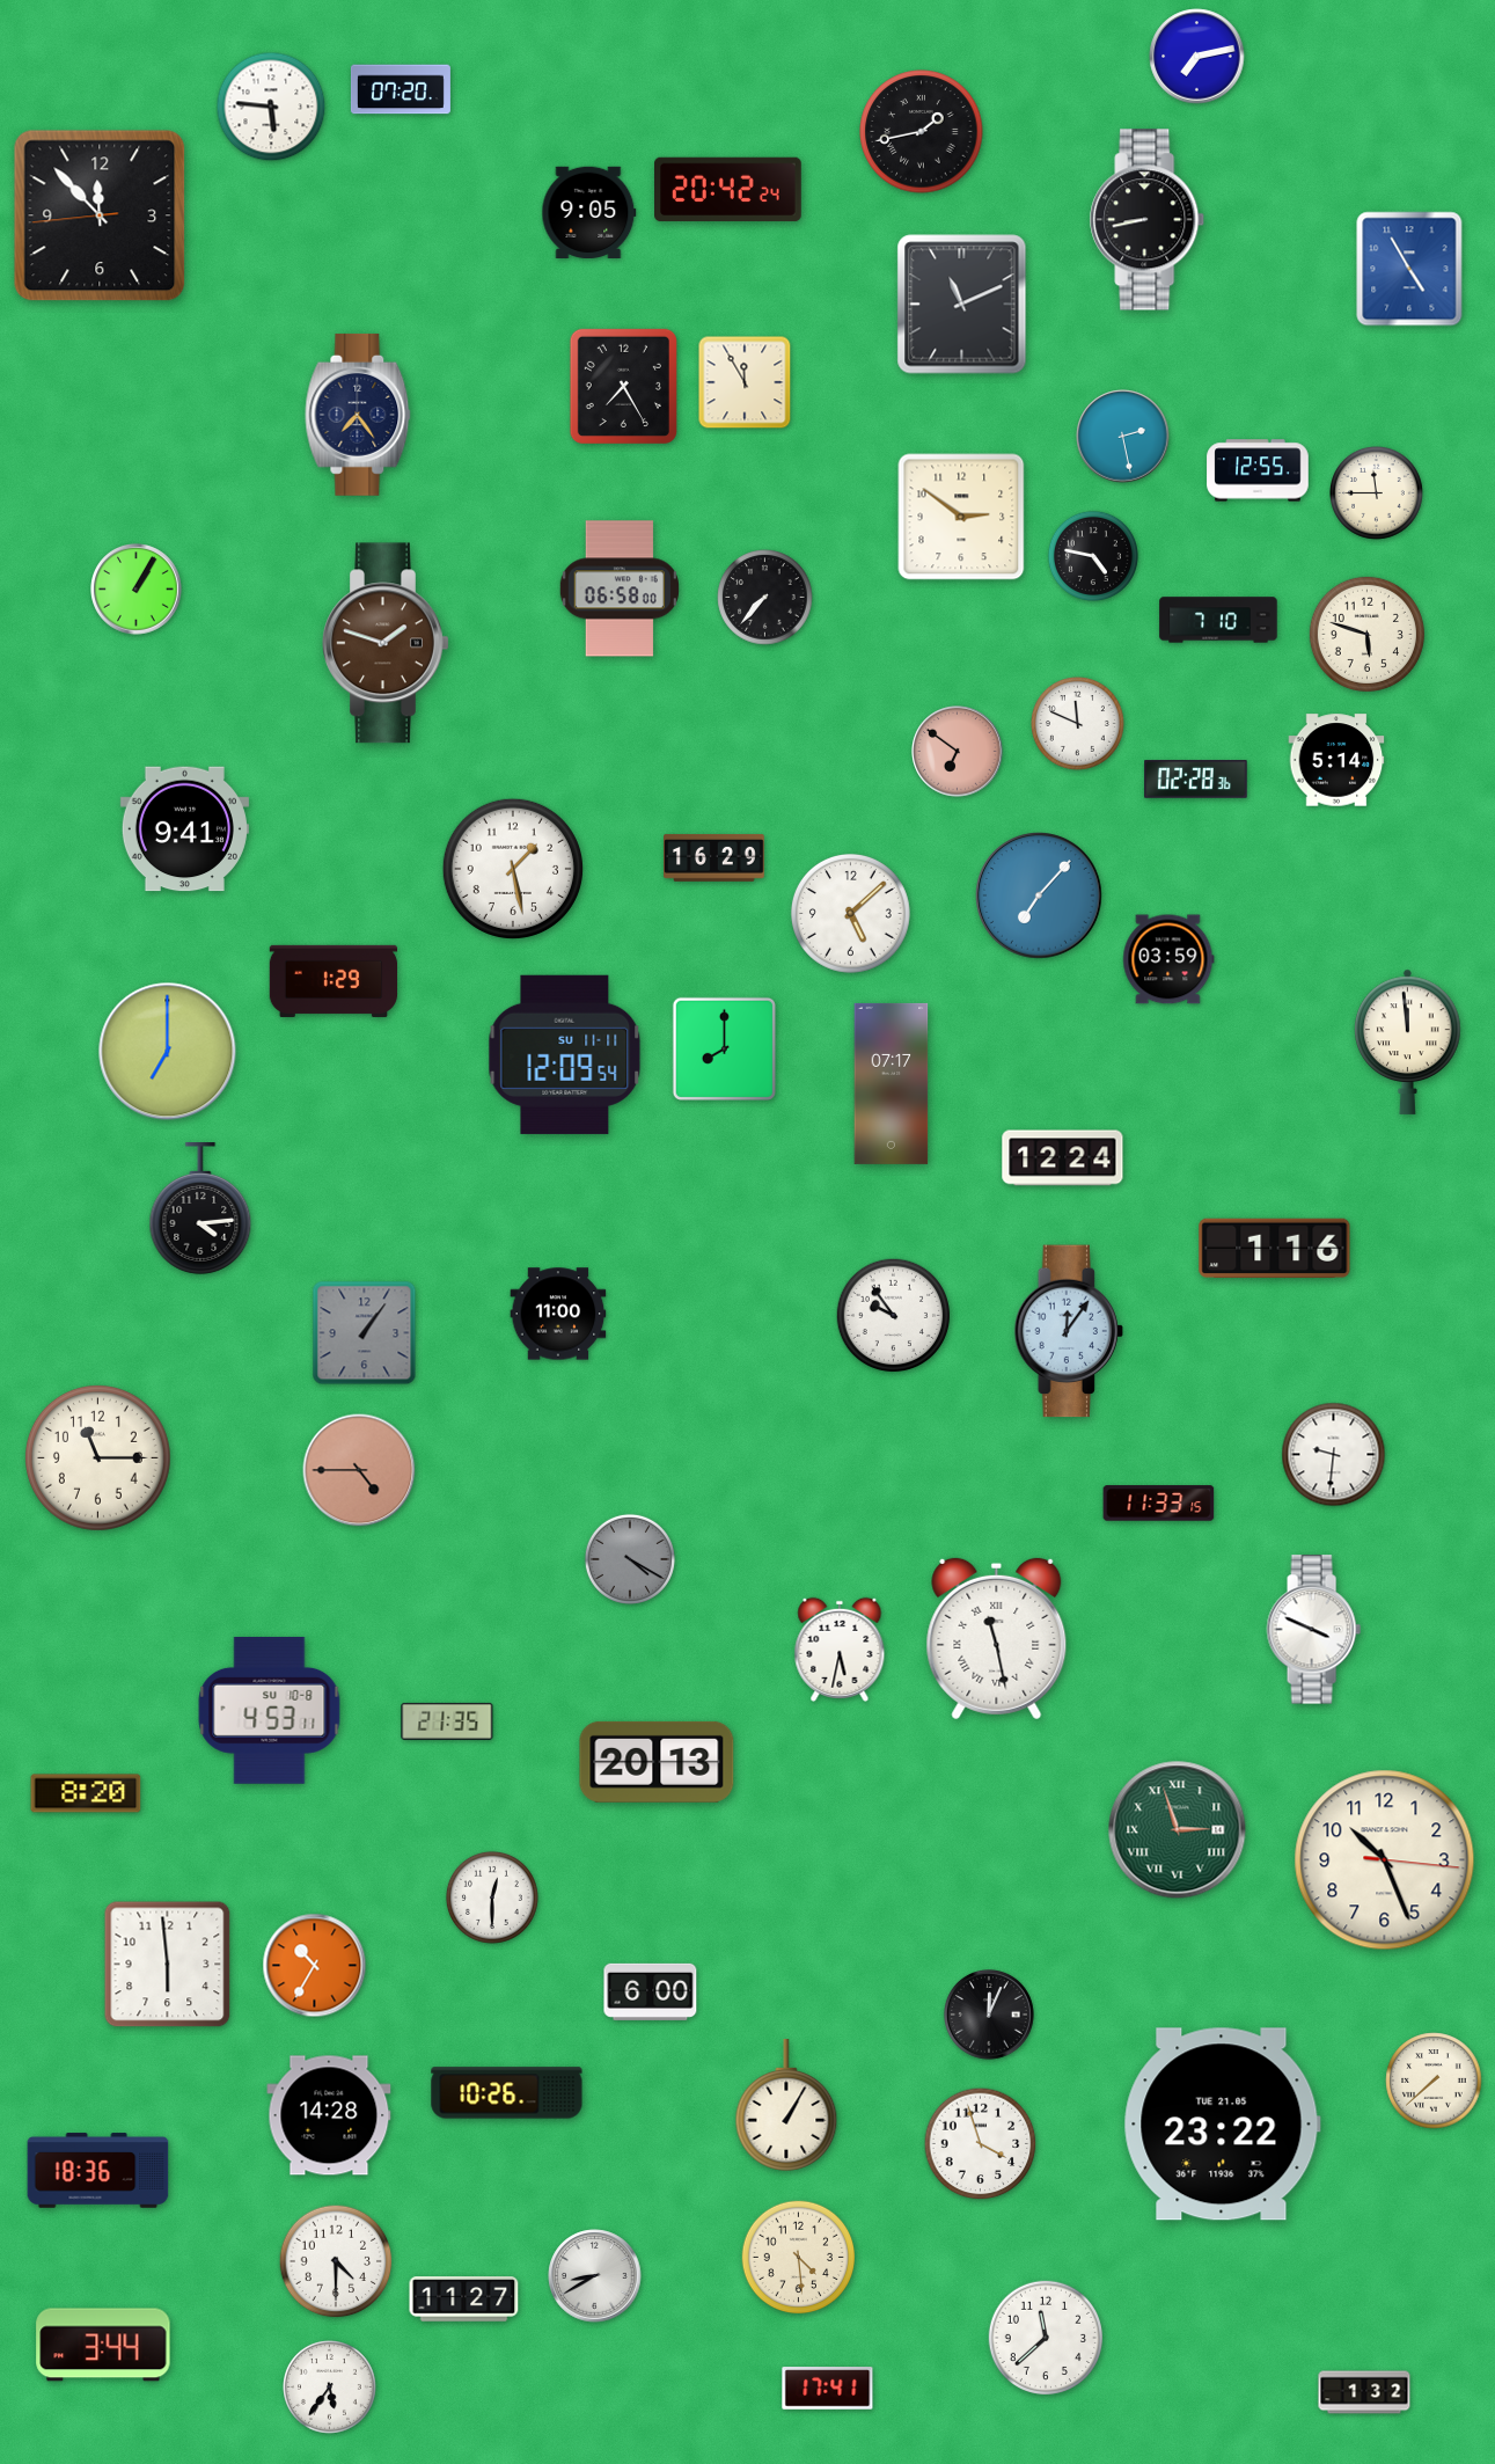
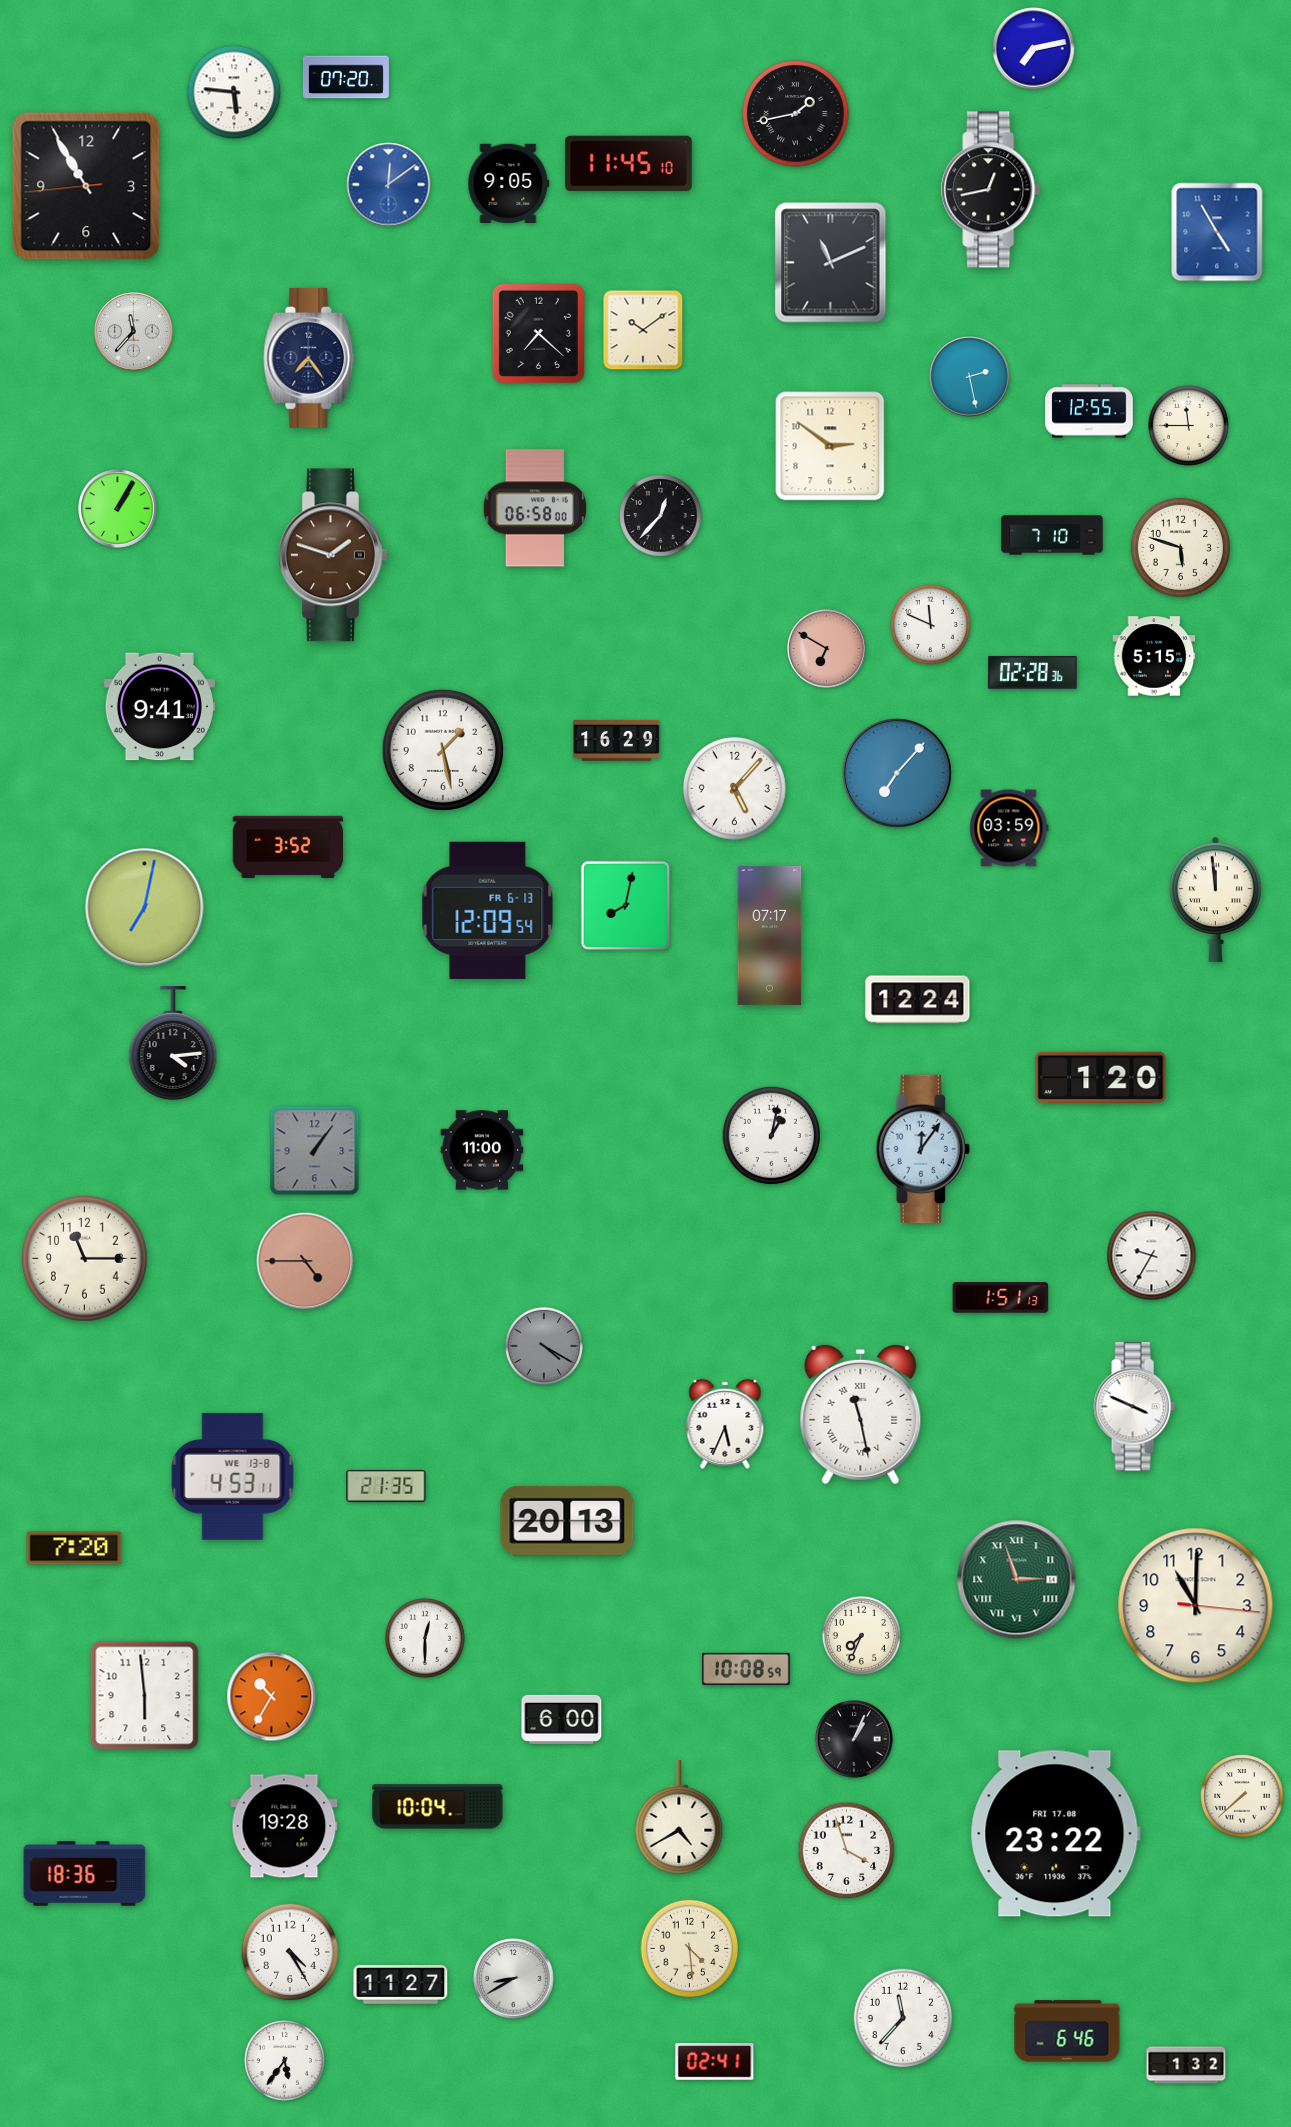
clock at (728, 190): 20:42 -> 11:45
clock at (389, 185): none -> 12:09
clock at (100, 215): 11:52 -> 10:54
clock at (1148, 220): 8:43 -> 12:43
clock at (745, 382): 11:55 -> 10:09
clock at (134, 332): none -> 11:37
clock at (623, 386): 7:25 -> 7:22
clock at (1258, 470) position: (1258, 470) -> (1089, 411)
clock at (1093, 556): 4:47 -> none
clock at (765, 598): 7:37 -> 12:37
clock at (958, 752): 6:51 -> 6:50
clock at (1336, 760): 5:14 -> 5:15
clock at (184, 829) position: (184, 829) -> (159, 707)
clock at (850, 913): 5:08 -> 5:07
clock at (334, 981): 1:29 -> 3:52
clock at (724, 1048): 8:00 -> 8:02
clock at (168, 1052): 7:00 -> 7:02
clock at (565, 1054) date: SU 11-11 -> FR 6-13
clock at (1275, 1249): 1:16 -> 1:20
clock at (558, 1314) position: (558, 1314) -> (482, 1150)
clock at (894, 1316): 9:54 -> 1:02
clock at (1334, 1455): 9:31 -> 9:35
clock at (359, 1470) position: (359, 1470) -> (305, 1261)
clock at (1159, 1504): 11:33 -> 1:51
clock at (840, 1650): 5:32 -> 5:34
clock at (270, 1710) date: SU 10-8 -> WE 13-8
clock at (86, 1793): 8:20 -> 7:20
clock at (1385, 1860): 10:26 -> 11:00
clock at (861, 1635): none -> 7:34
clock at (746, 1669): none -> 10:08
clock at (990, 2016): 12:04 -> 1:04
clock at (1434, 2081) position: (1434, 2081) -> (1242, 1796)
clock at (507, 2093): 10:26 -> 10:04
clock at (786, 2106): 1:05 -> 4:40
clock at (329, 2115): 14:28 -> 19:28
clock at (1222, 2125) date: TUE 21.05 -> FRI 17.08
clock at (336, 2261): 4:30 -> 4:25
clock at (595, 2276) position: (595, 2276) -> (514, 1979)
clock at (1045, 2337): 11:38 -> 11:37
clock at (103, 2345): 3:44 -> none
clock at (1067, 2031): none -> 6:46
clock at (828, 2389): 17:41 -> 02:41
clock at (1364, 2392) position: (1364, 2392) -> (1186, 2065)
